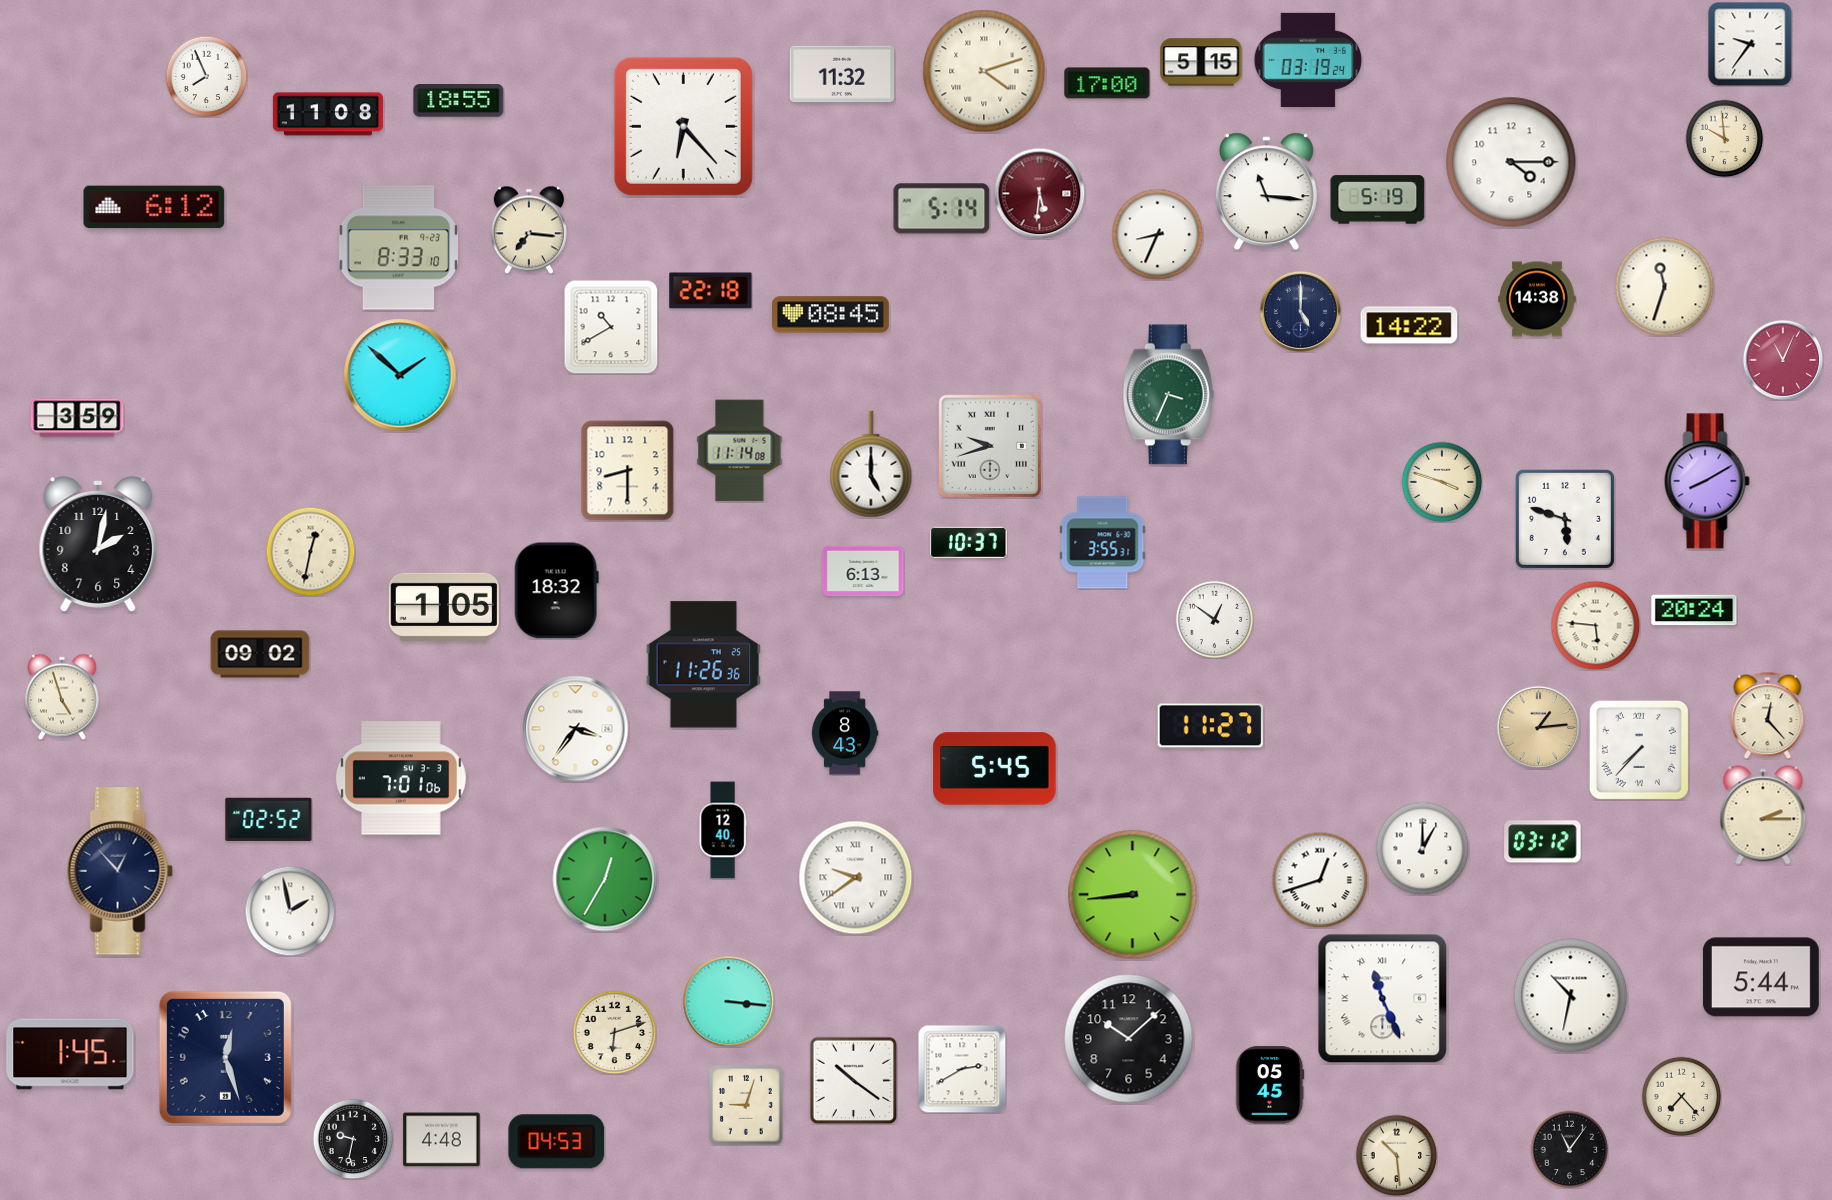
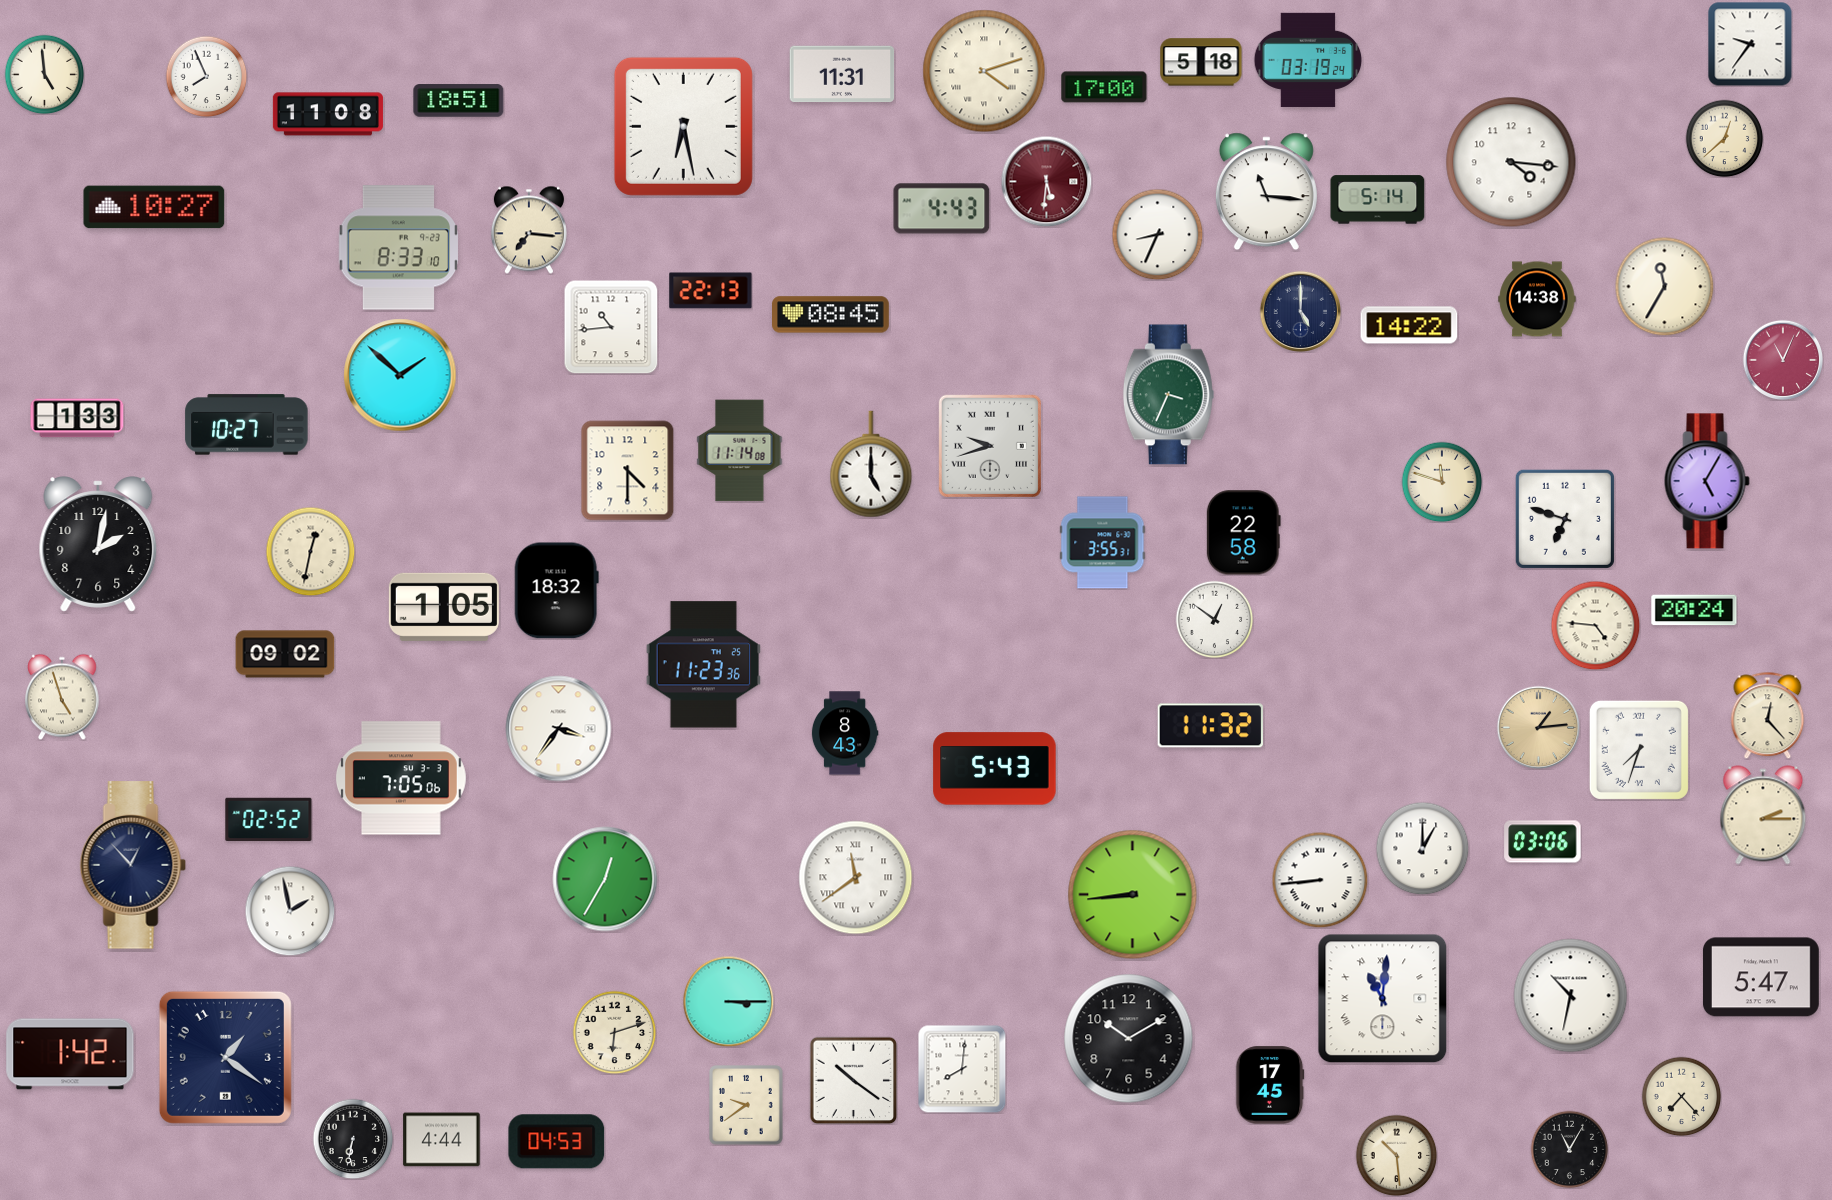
clock at (1201, 62): 5:15 -> 5:18
clock at (44, 74): none -> 4:59
clock at (842, 74): 11:32 -> 11:31
clock at (1107, 83) position: (1107, 83) -> (1104, 87)
clock at (459, 101): 18:55 -> 18:51
clock at (683, 126): 6:23 -> 6:28
clock at (1724, 138): 9:59 -> 12:38
clock at (1511, 162): 4:15 -> 4:16
clock at (1039, 193) position: (1039, 193) -> (1046, 181)
clock at (1378, 200): 5:19 -> 5:14
clock at (154, 207): 6:12 -> 10:27
clock at (942, 209): 5:14 -> 4:43
clock at (1665, 287): 11:33 -> 11:35
clock at (711, 291): 22:18 -> 22:13
clock at (611, 327): 10:40 -> 10:44
clock at (77, 418): 3:59 -> 1:33
clock at (247, 425): none -> 10:27
clock at (628, 471): 8:30 -> 4:30
clock at (1707, 481): 8:10 -> 5:05
clock at (1442, 482): 3:48 -> 11:48
clock at (1565, 519): 5:48 -> 6:48
clock at (1243, 533): none -> 22:58
clock at (969, 542): 10:37 -> none
clock at (863, 571): 6:13 -> none
clock at (1595, 625): 5:46 -> 4:46
clock at (260, 654) position: (260, 654) -> (285, 654)
clock at (703, 665): 11:26 -> 11:23
clock at (1210, 726): 11:27 -> 11:32
clock at (576, 729) position: (576, 729) -> (559, 729)
clock at (1639, 750): 7:37 -> 7:33
clock at (995, 769): 5:45 -> 5:43
clock at (401, 778): 7:01 -> 7:05
clock at (723, 830): 12:40 -> none
clock at (1543, 842): 03:12 -> 03:06
clock at (120, 871) position: (120, 871) -> (133, 865)
clock at (856, 878): 9:39 -> 11:39
clock at (1320, 880): 12:42 -> 8:44
clock at (1761, 977): 5:44 -> 5:47
clock at (1383, 999): 11:26 -> 11:01
clock at (728, 1001): 3:16 -> 3:15
clock at (1129, 1039): 10:08 -> 10:10
clock at (70, 1054): 1:45 -> 1:42
clock at (225, 1057): 12:27 -> 1:21
clock at (962, 1069): 2:40 -> 8:01
clock at (1270, 1085): 05:45 -> 17:45
clock at (747, 1106): 9:03 -> 9:39
clock at (353, 1139): 9:32 -> 6:32
clock at (442, 1140): 4:48 -> 4:44
clock at (1569, 1149): 11:06 -> 11:05
